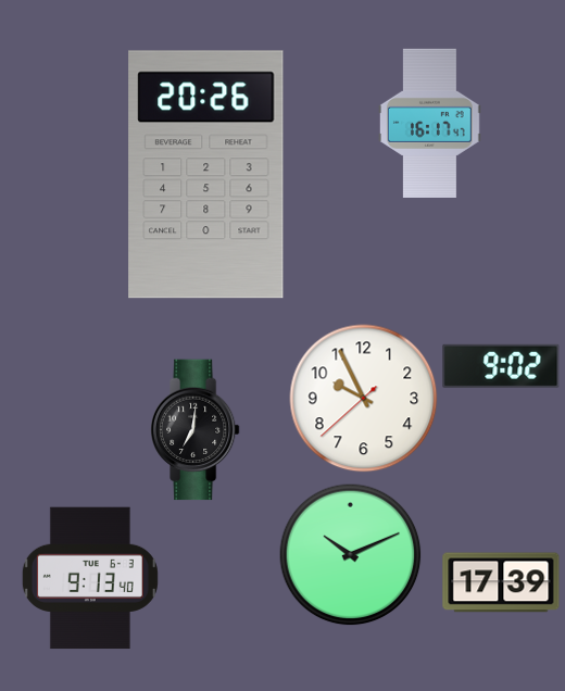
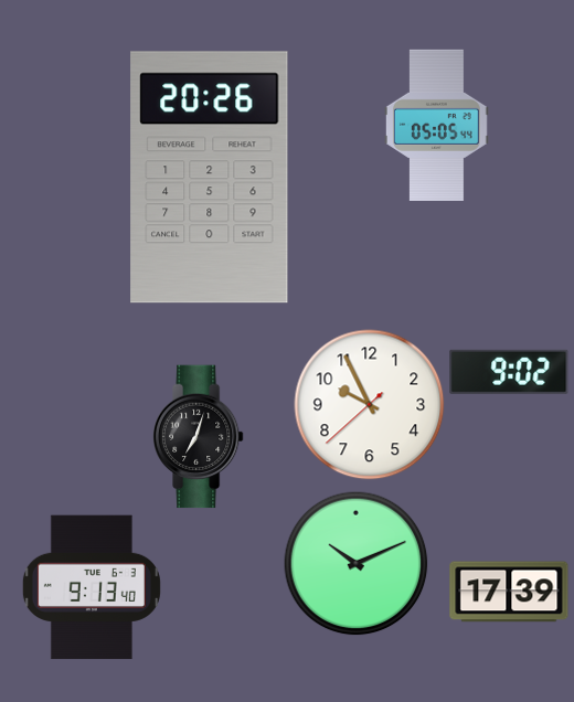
clock at (429, 123): 16:17 -> 05:05
clock at (194, 430): 7:01 -> 7:03
